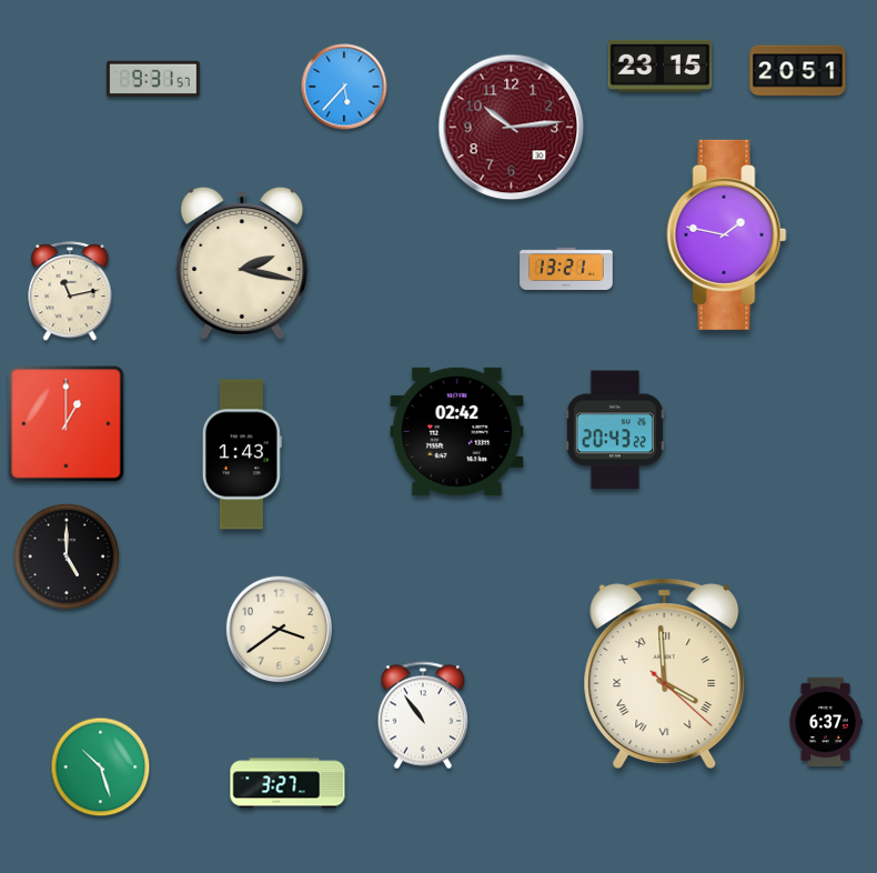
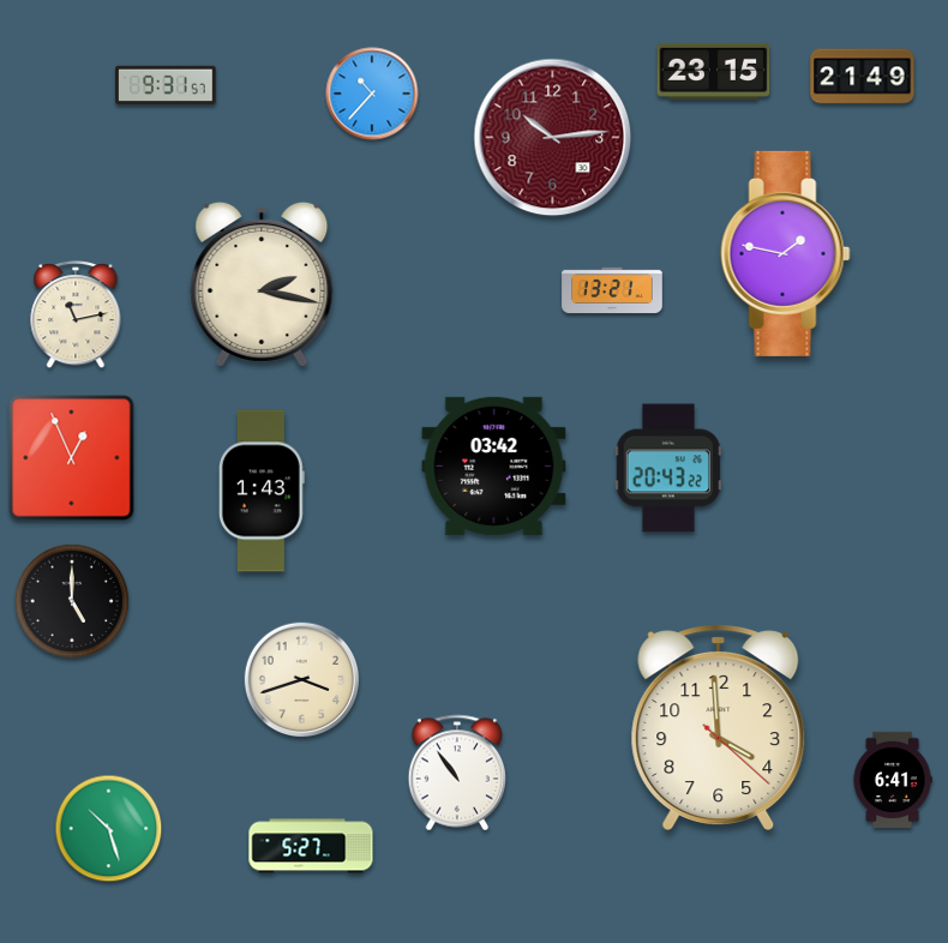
clock at (798, 71): 20:51 -> 21:49
clock at (344, 87): 5:37 -> 10:37
clock at (67, 424): 1:00 -> 12:56
clock at (615, 430) position: (615, 430) -> (668, 468)
clock at (457, 431): 02:42 -> 03:42
clock at (280, 630): 3:39 -> 3:42
clock at (665, 673) numerals: Roman -> Arabic
clock at (826, 722): 6:37 -> 6:41
clock at (288, 783): 3:27 -> 5:27
